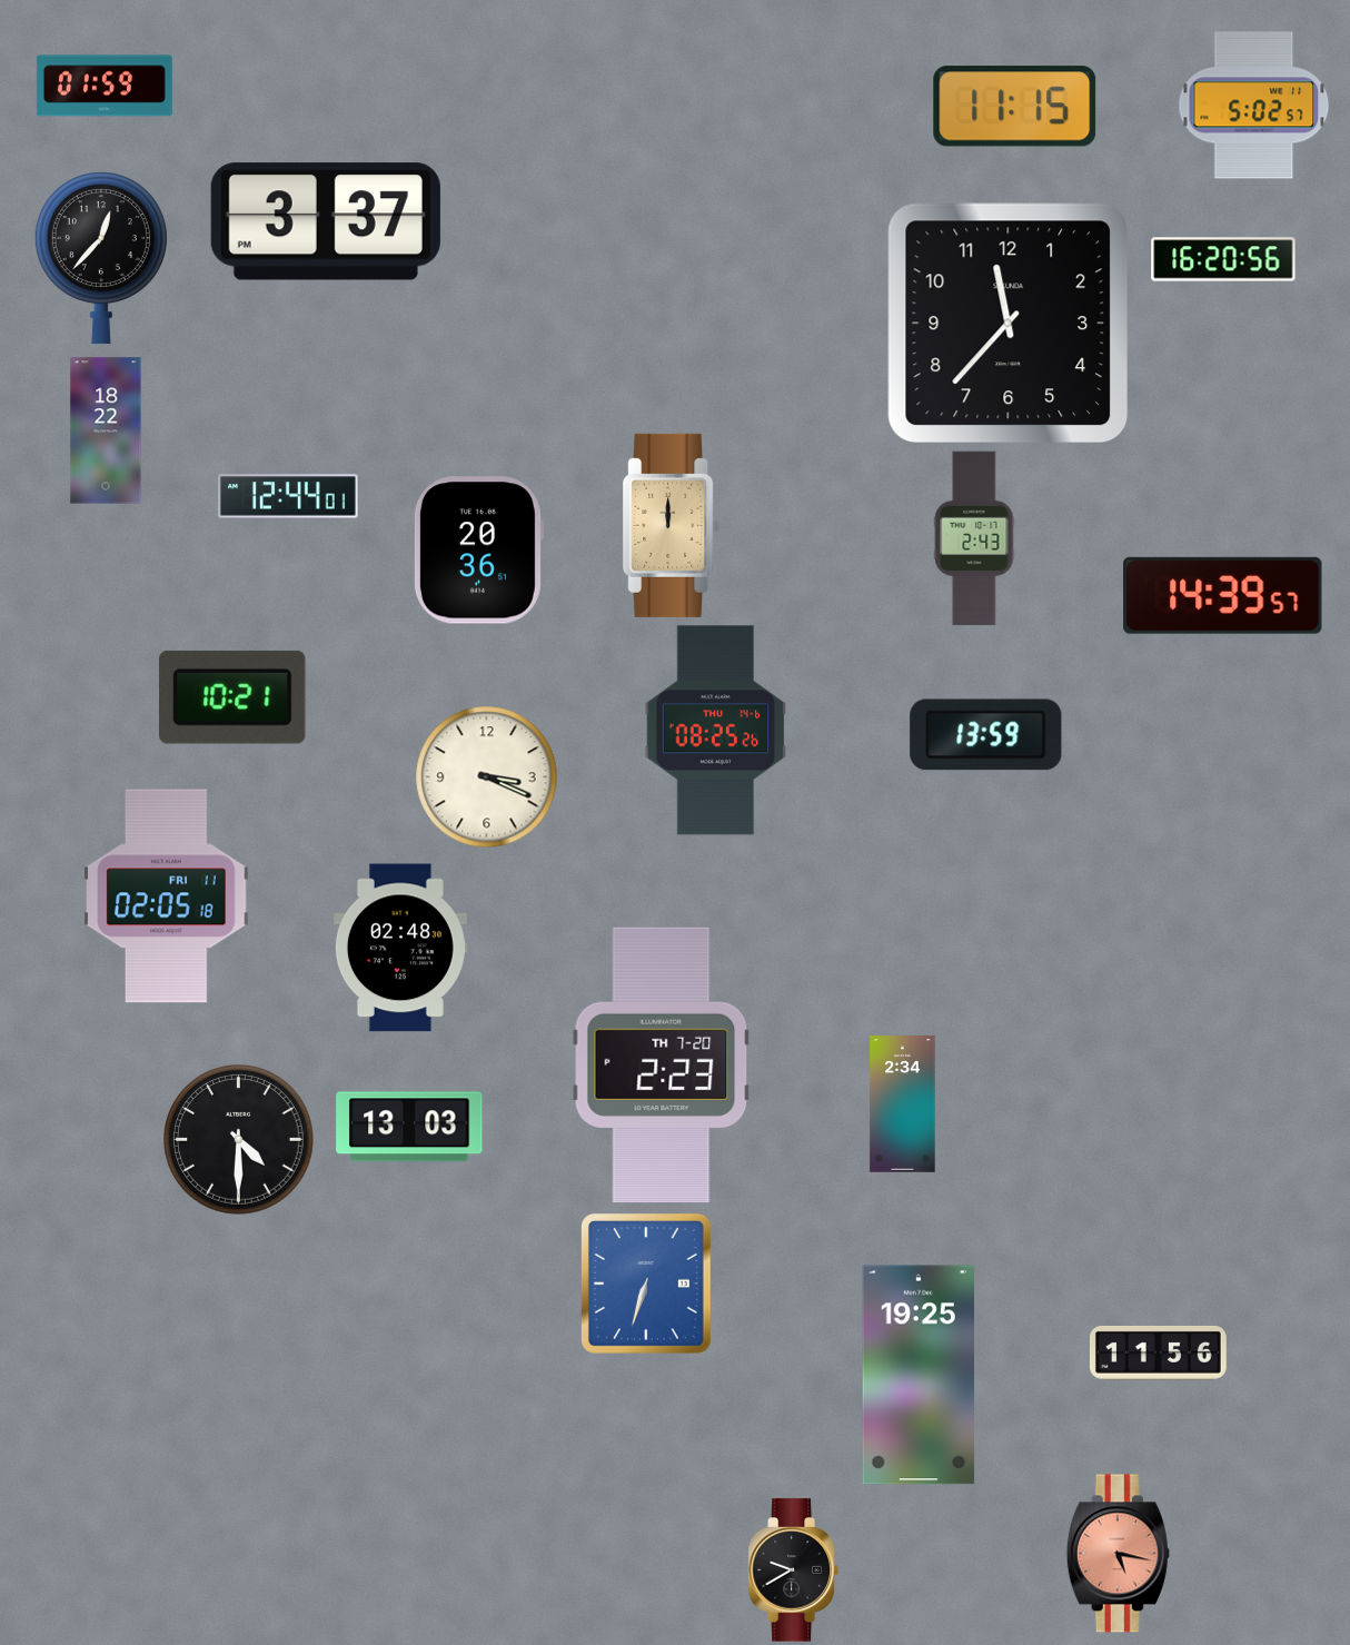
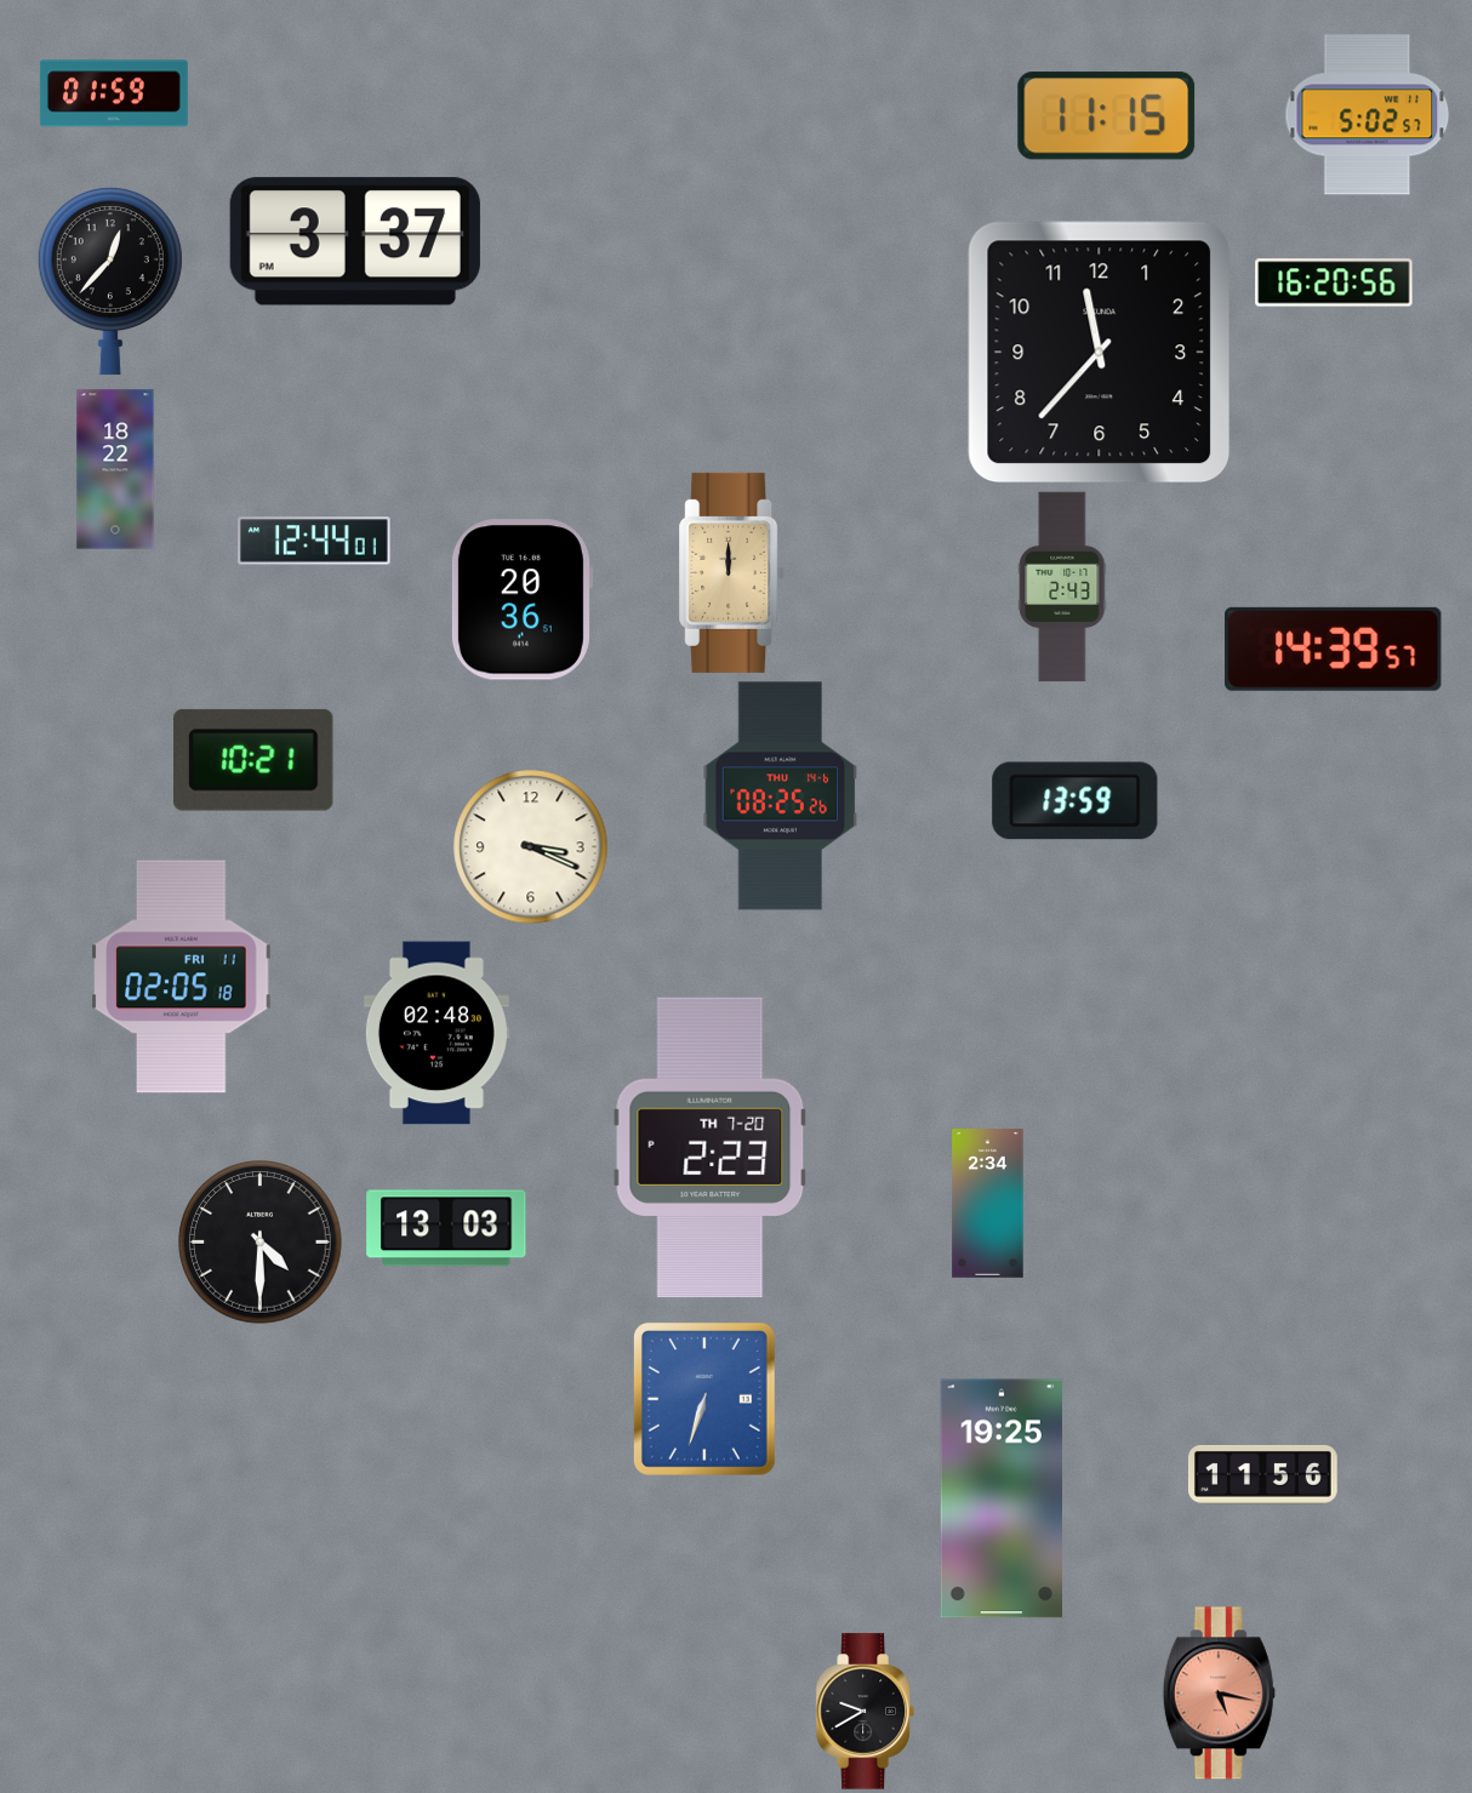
clock at (662, 1066) position: (662, 1066) -> (711, 1148)
clock at (903, 1104) position: (903, 1104) -> (988, 1204)
